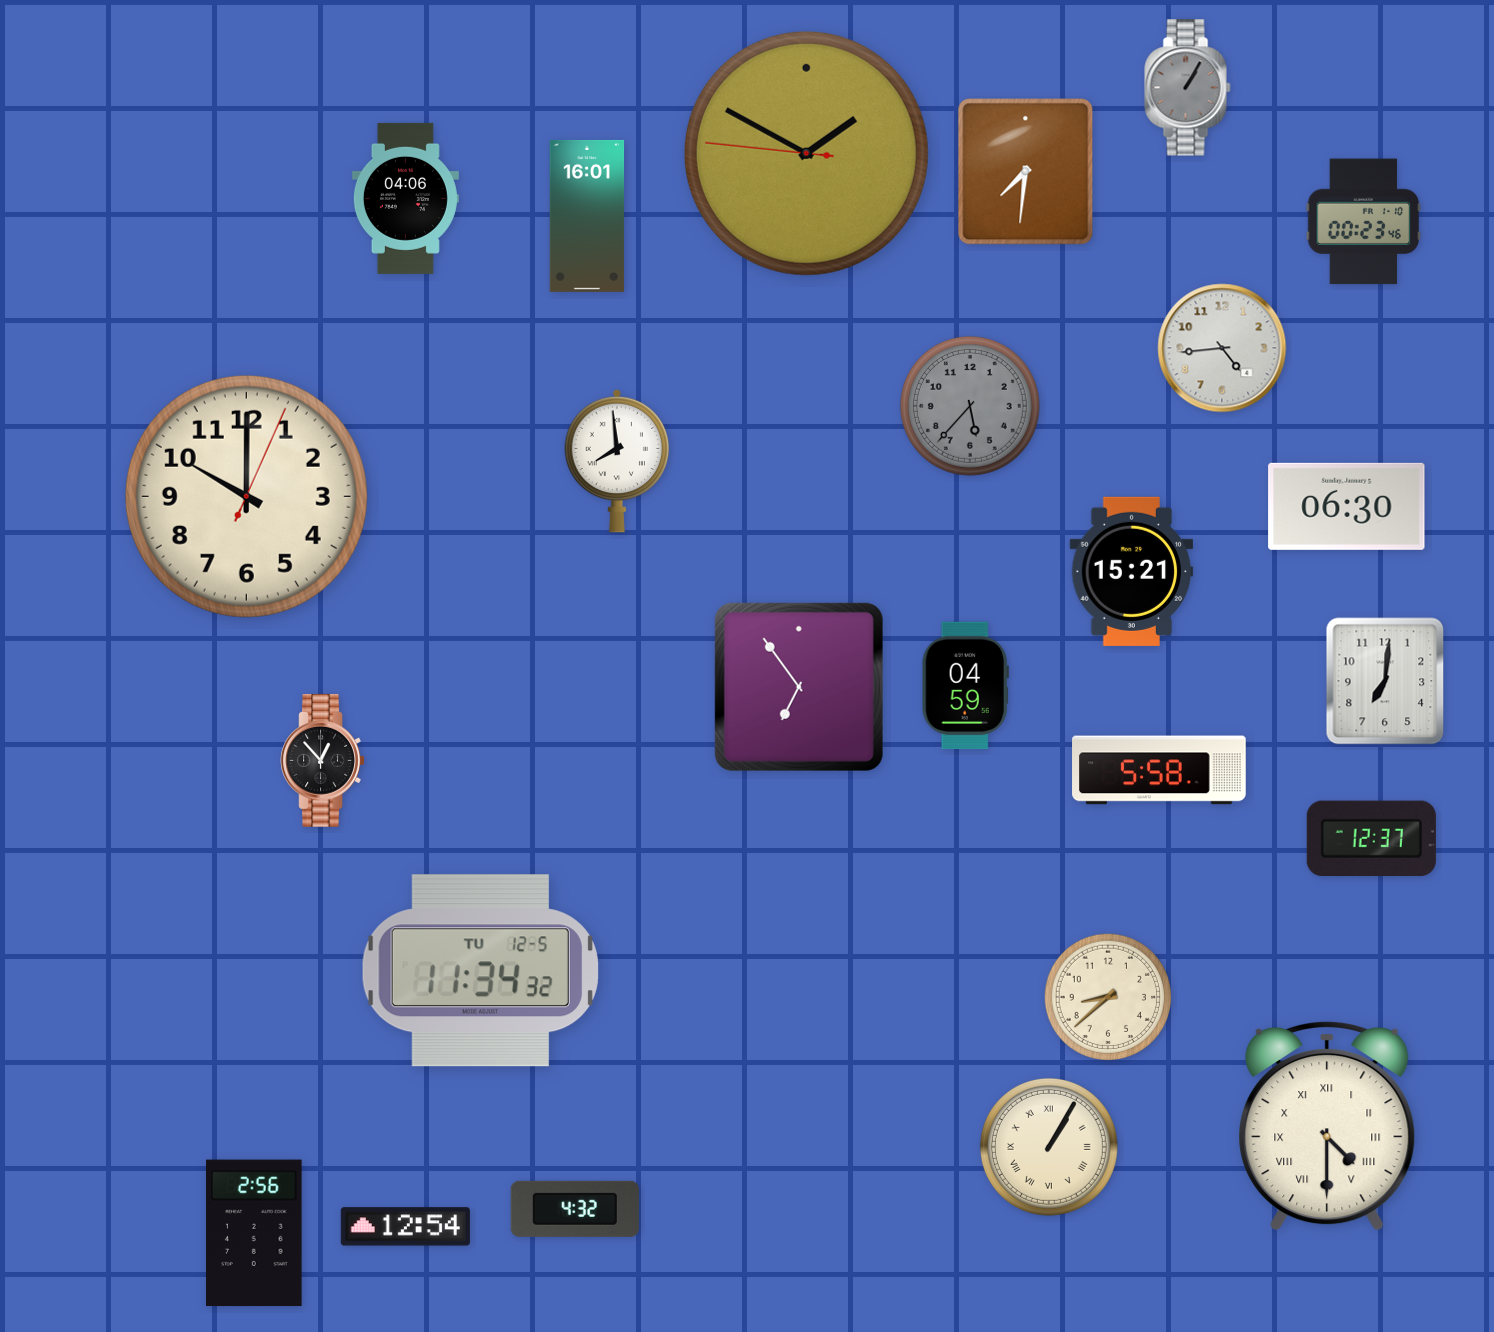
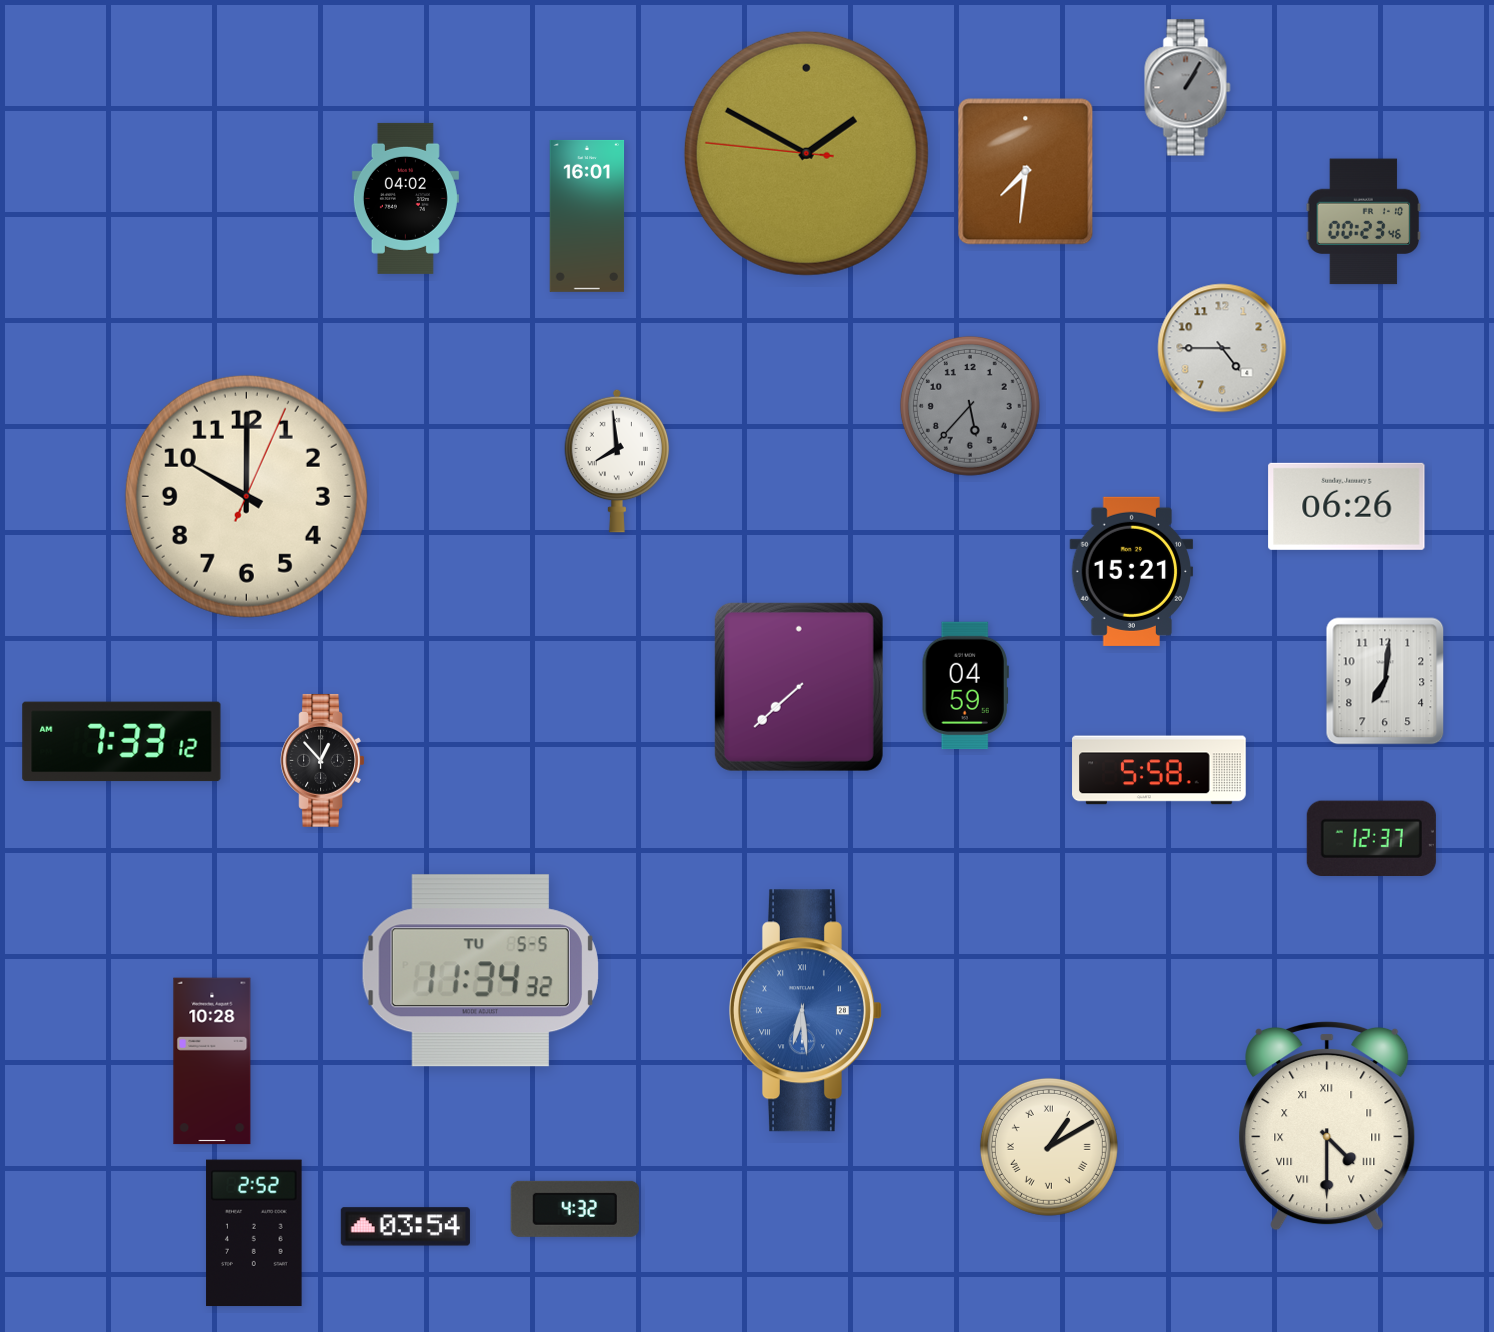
clock at (405, 198): 04:06 -> 04:02
clock at (1222, 348): 4:44 -> 4:45
clock at (1347, 506): 06:30 -> 06:26
clock at (799, 687): 6:54 -> 7:38
clock at (122, 742): none -> 7:33
clock at (480, 971) date: TU 12-5 -> TU 5-5
clock at (1107, 996): 8:38 -> none
clock at (806, 1011): none -> 6:29
clock at (212, 1061): none -> 10:28
clock at (1049, 1147): 1:05 -> 1:10
clock at (405, 1227): 12:54 -> 03:54
clock at (254, 1233): 2:56 -> 2:52
